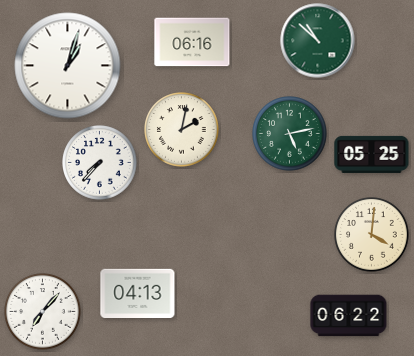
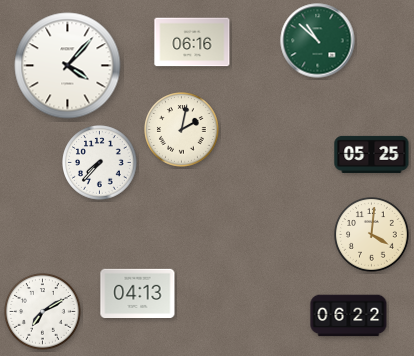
clock at (68, 66): 1:03 -> 4:07
clock at (290, 134): 5:13 -> none
clock at (43, 312): 7:07 -> 7:10
